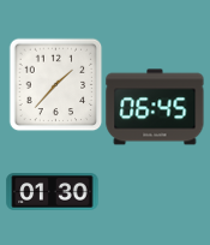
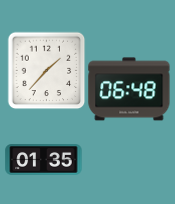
clock at (155, 107): 06:45 -> 06:48
clock at (53, 192): 01:30 -> 01:35
